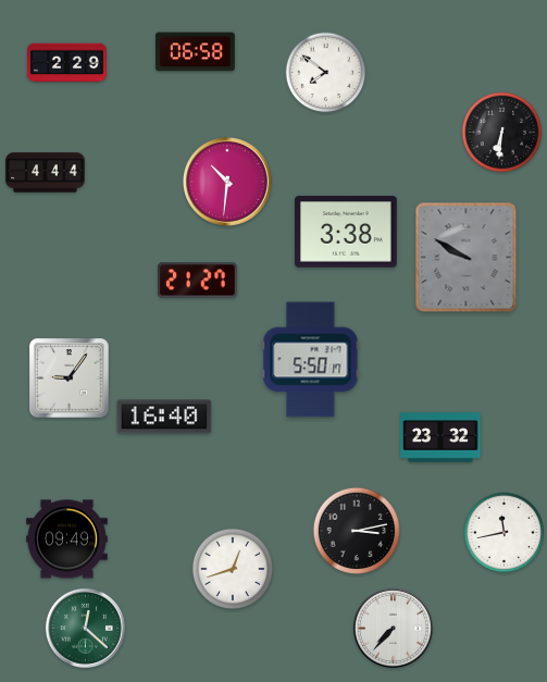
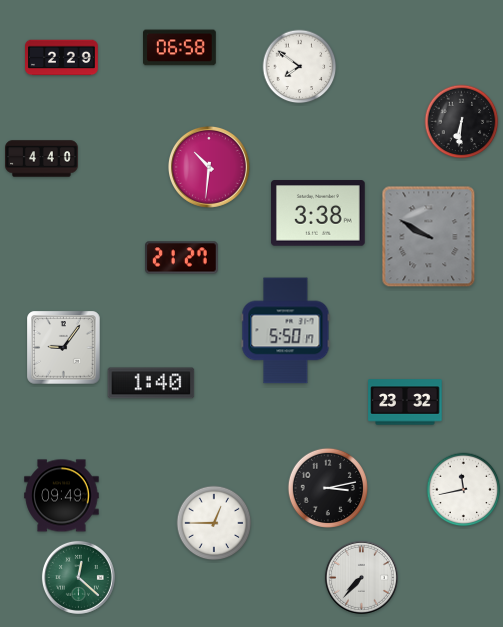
clock at (46, 173): 4:44 -> 4:40
clock at (164, 417): 16:40 -> 1:40
clock at (233, 569): 12:42 -> 12:45
